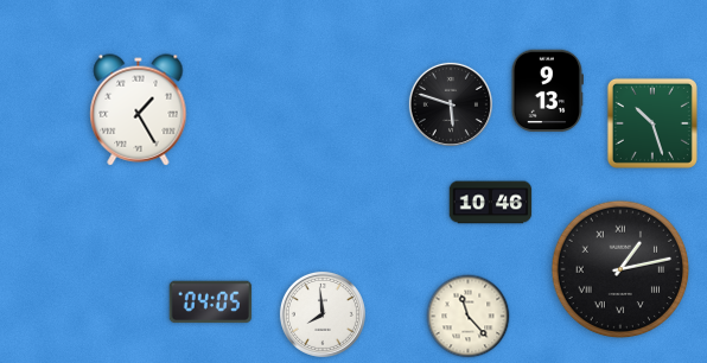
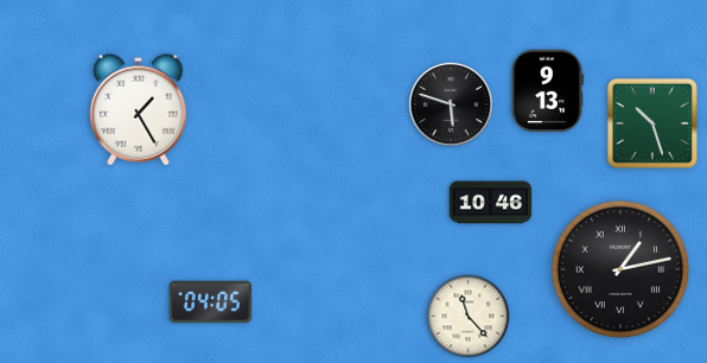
clock at (323, 314): 7:59 -> none
